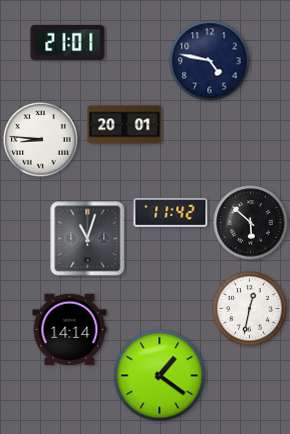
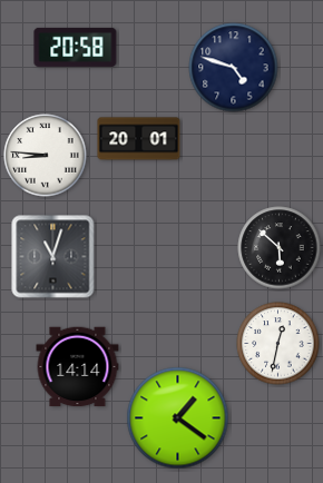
clock at (68, 42): 21:01 -> 20:58
clock at (210, 61): 4:47 -> 4:48
clock at (171, 212): 11:42 -> none
clock at (88, 239) position: (88, 239) -> (53, 257)
